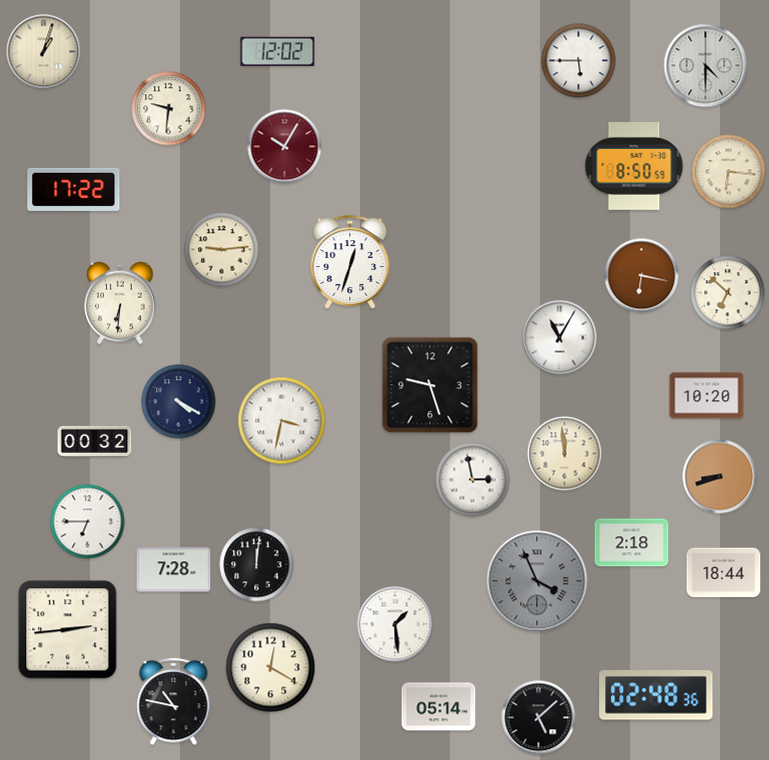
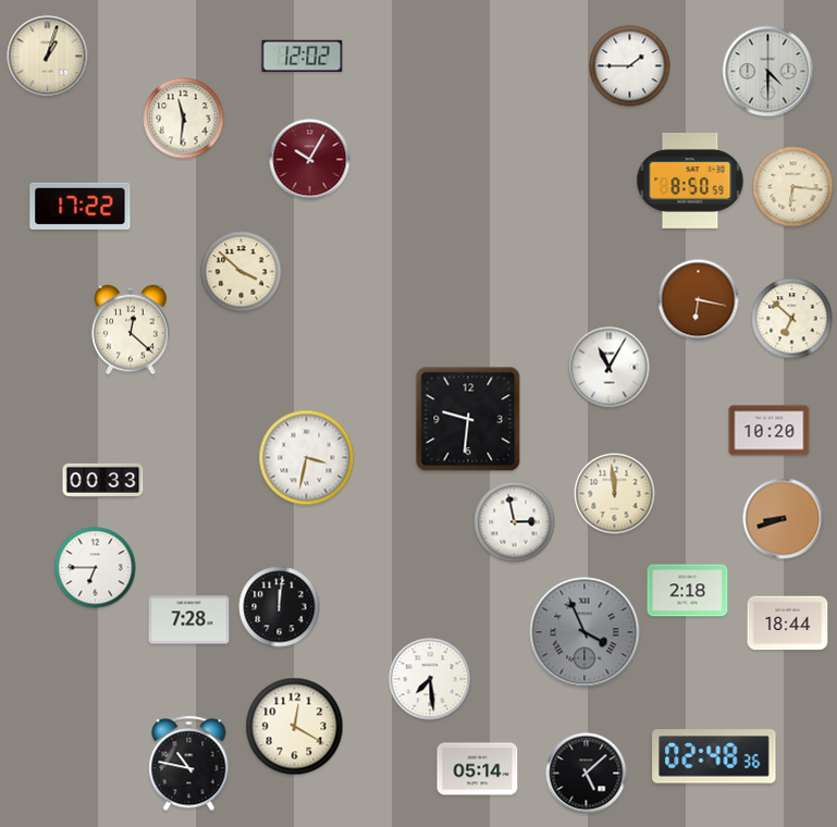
clock at (579, 61): 5:45 -> 1:45
clock at (169, 109): 9:31 -> 11:31
clock at (222, 250): 9:14 -> 3:52
clock at (350, 262): 12:33 -> none
clock at (120, 303): 6:31 -> 12:22
clock at (430, 385): 9:27 -> 9:31
clock at (179, 402): 4:20 -> none
clock at (95, 441): 00:32 -> 00:33
clock at (257, 565) position: (257, 565) -> (280, 607)
clock at (395, 624): 1:29 -> 7:29
clock at (68, 630): 2:44 -> none
clock at (539, 718) position: (539, 718) -> (587, 774)
